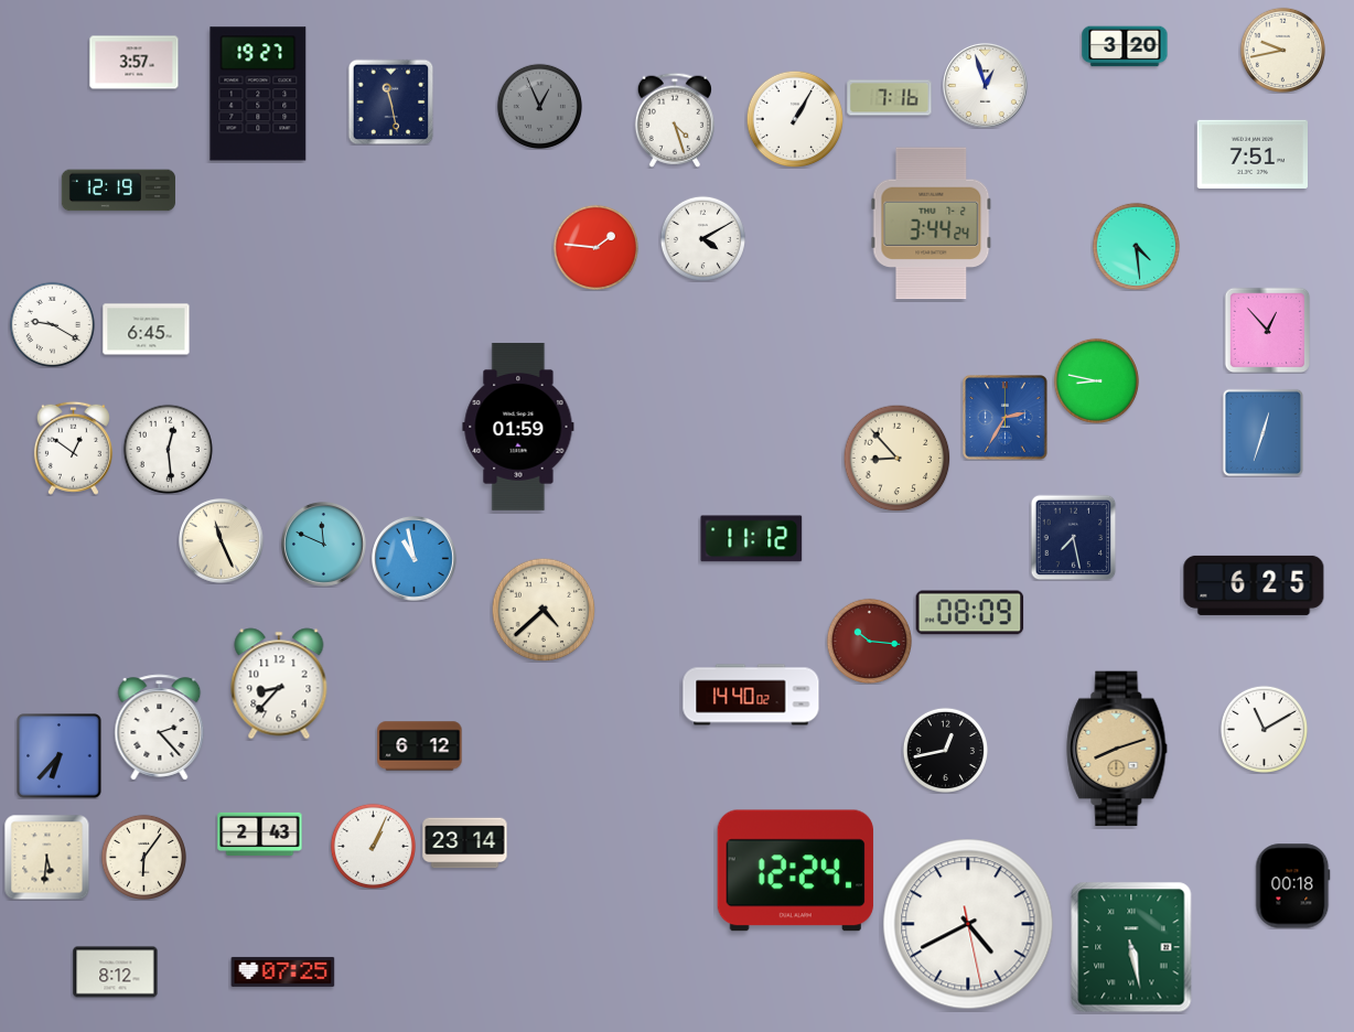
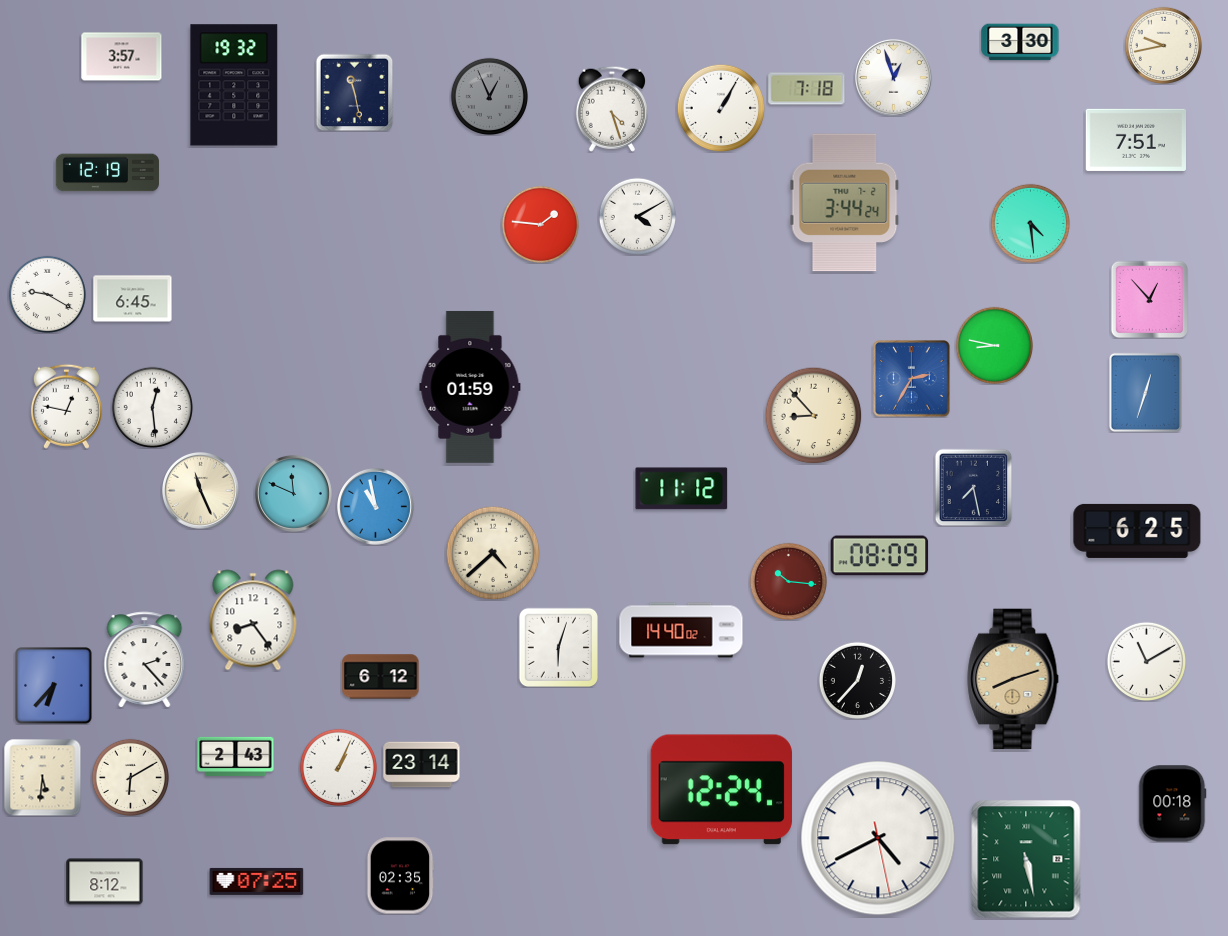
clock at (1125, 46): 3:20 -> 3:30
clock at (258, 94): 19:27 -> 19:32
clock at (890, 98): 7:16 -> 7:18
clock at (73, 448): 12:51 -> 12:47
clock at (279, 684): 8:37 -> 8:24
clock at (558, 647): none -> 6:03
clock at (945, 750): 12:43 -> 12:37
clock at (143, 857): 6:06 -> 6:10
clock at (400, 876): none -> 02:35
